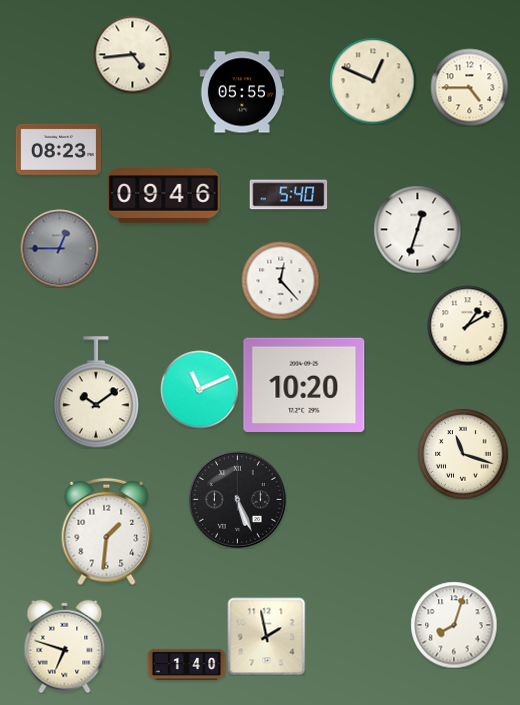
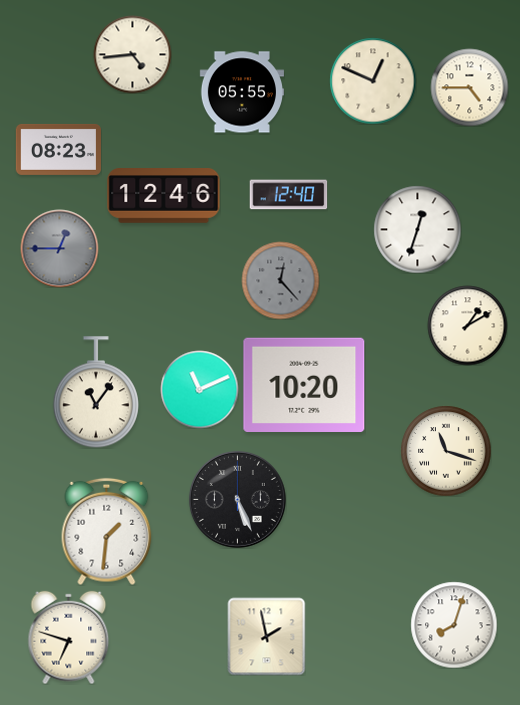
clock at (288, 195): 5:40 -> 12:40
clock at (164, 196): 09:46 -> 12:46
clock at (280, 280) dial: white -> grey
clock at (96, 392): 10:09 -> 11:06
clock at (463, 454) position: (463, 454) -> (446, 451)
clock at (65, 646) position: (65, 646) -> (69, 637)
clock at (186, 664): 1:40 -> none
